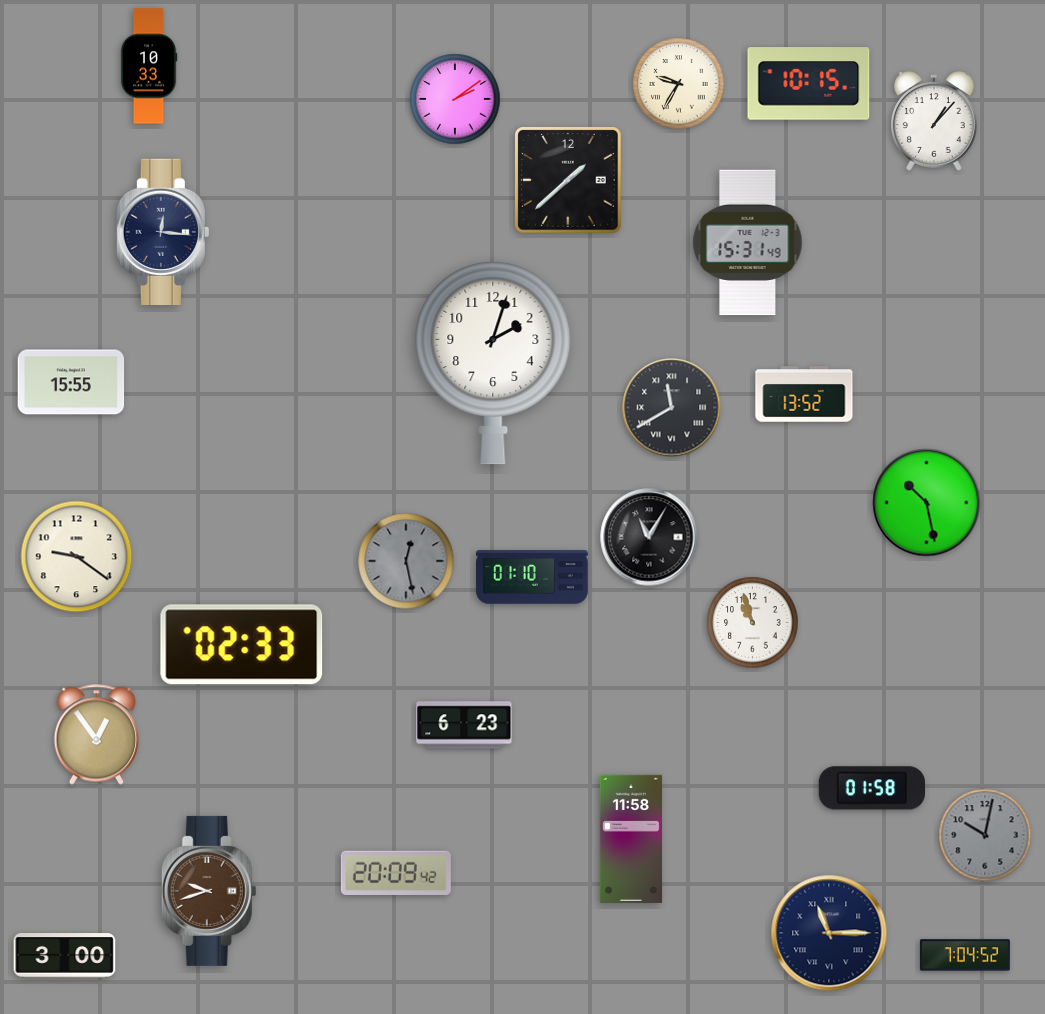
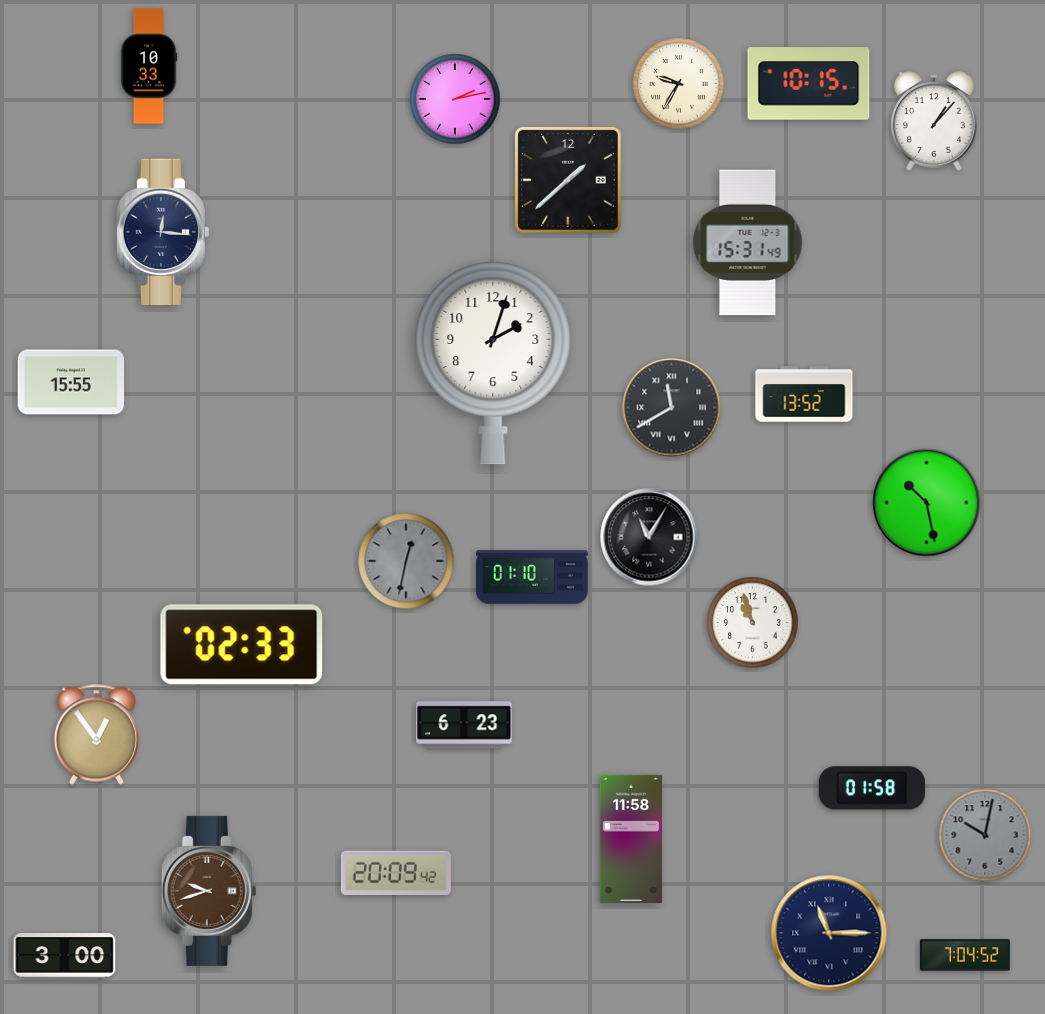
clock at (455, 99): 2:09 -> 2:13
clock at (77, 557): 9:21 -> none
clock at (406, 561): 12:28 -> 12:32
